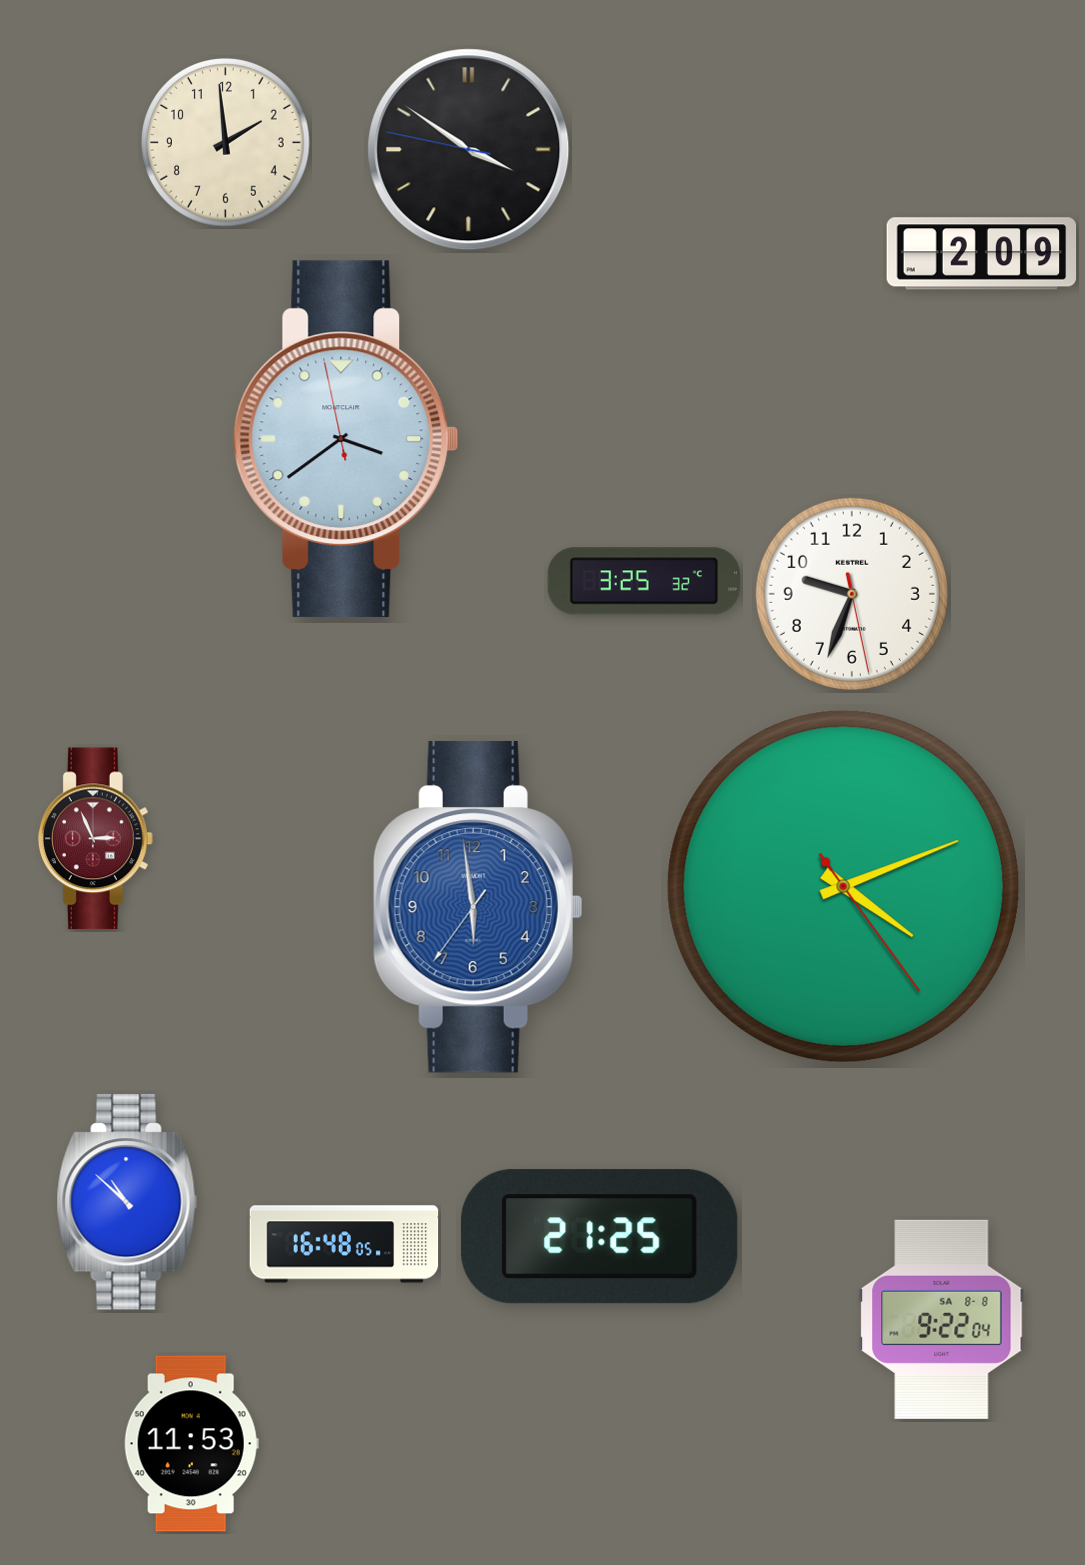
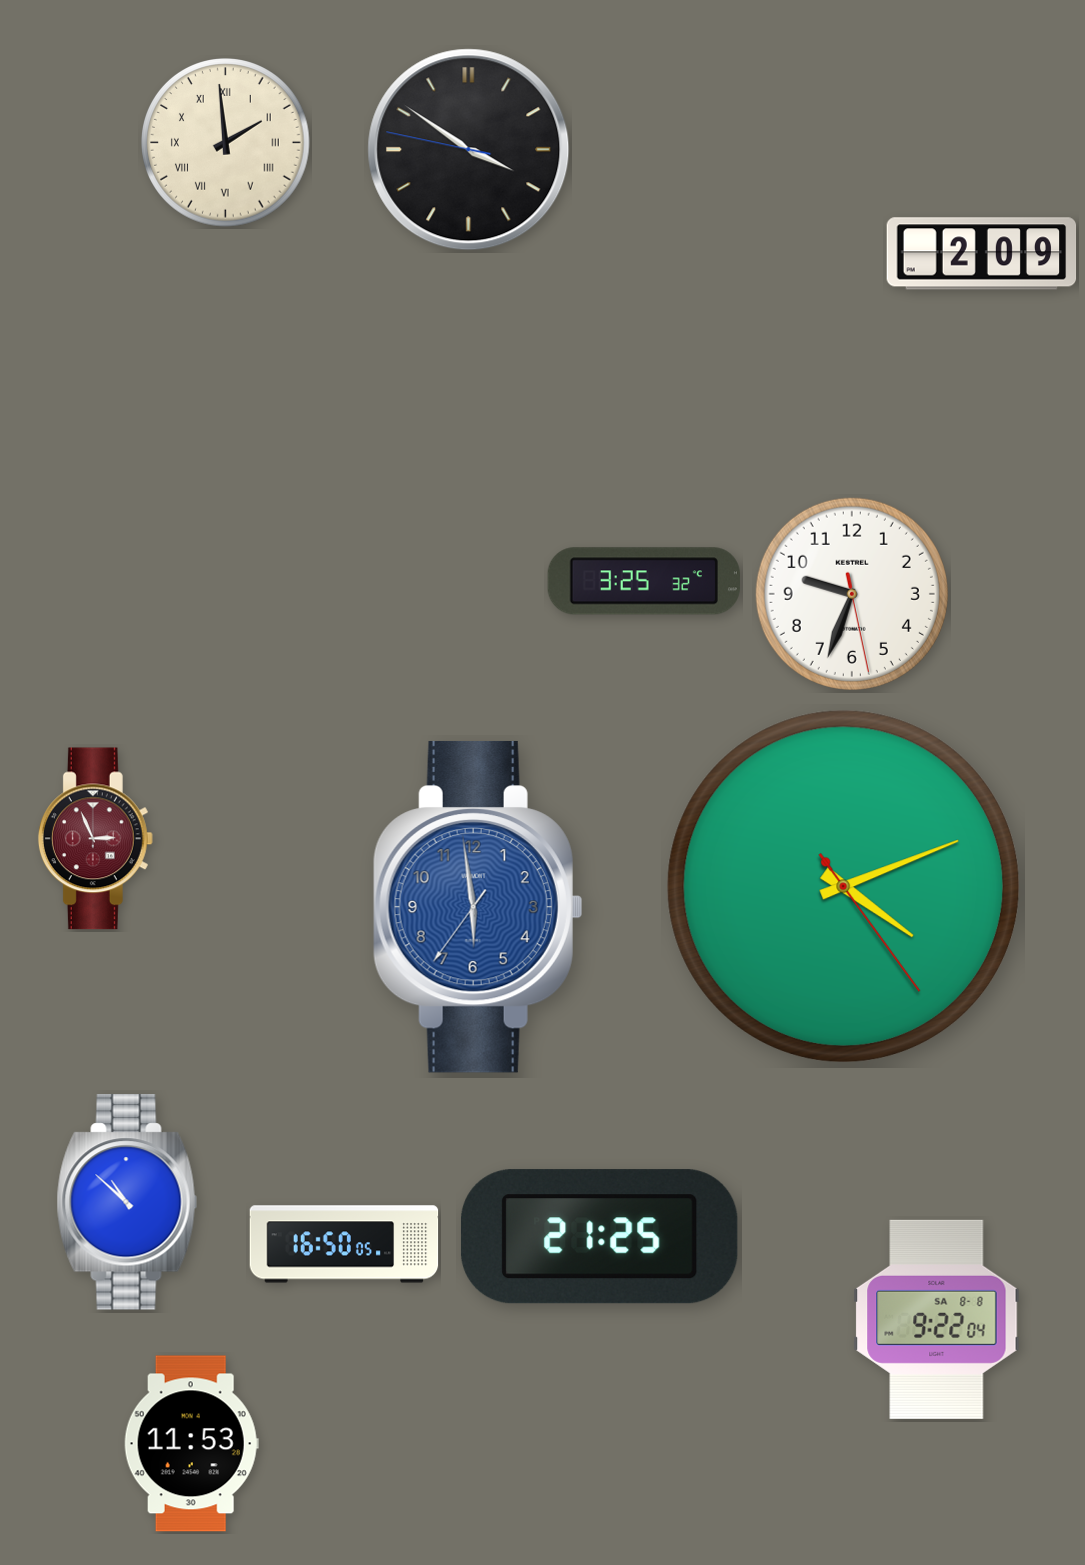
clock at (226, 143) numerals: Arabic -> Roman
clock at (346, 439): 3:38 -> none
clock at (344, 1244): 16:48 -> 16:50
clock at (942, 1319) position: (942, 1319) -> (937, 1319)
